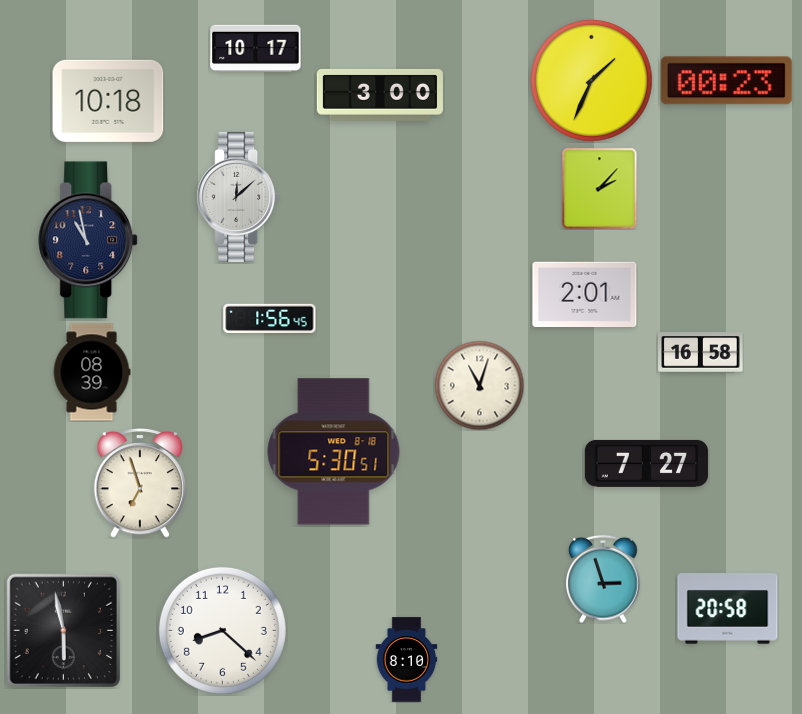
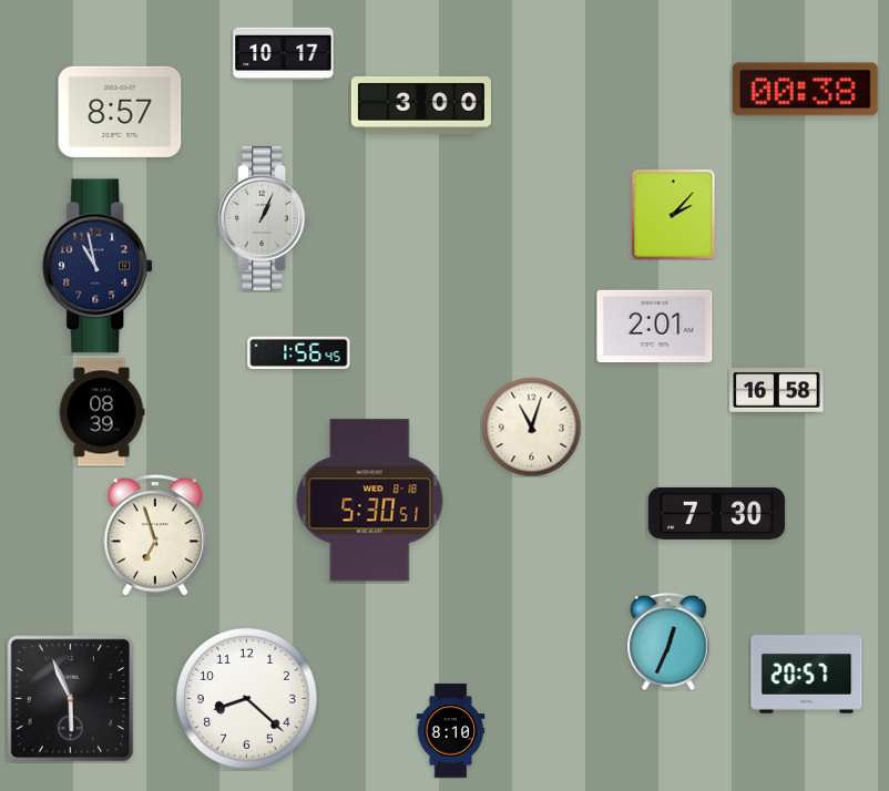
clock at (591, 80): 1:34 -> none
clock at (726, 81): 00:23 -> 00:38
clock at (108, 101): 10:18 -> 8:57
clock at (600, 188) position: (600, 188) -> (674, 214)
clock at (238, 197): 12:08 -> 1:04
clock at (585, 294) position: (585, 294) -> (655, 326)
clock at (646, 463): 7:27 -> 7:30
clock at (603, 579): 2:57 -> 12:34
clock at (728, 609): 20:58 -> 20:57
clock at (63, 630): 5:58 -> 5:56
